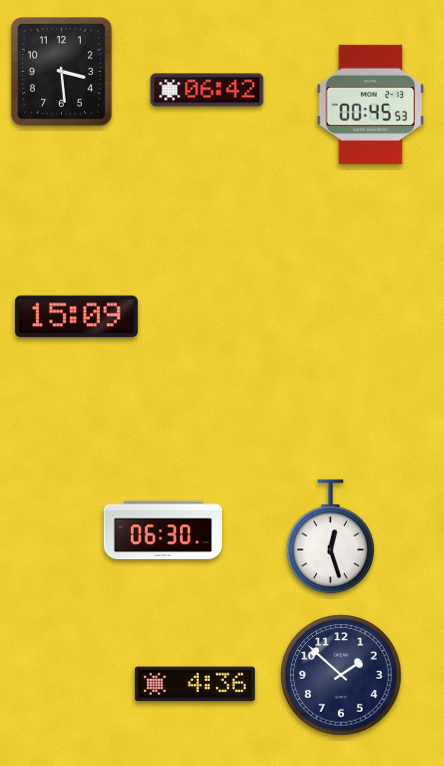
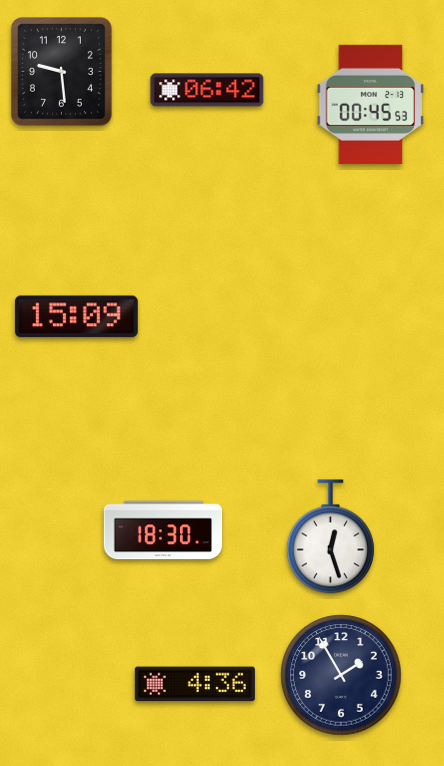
clock at (62, 72): 3:29 -> 9:29
clock at (163, 530): 06:30 -> 18:30
clock at (341, 675): 1:52 -> 1:55
